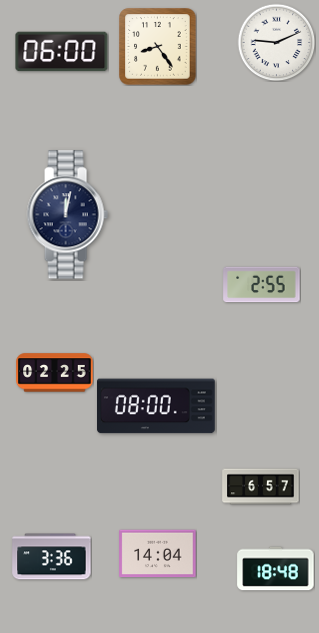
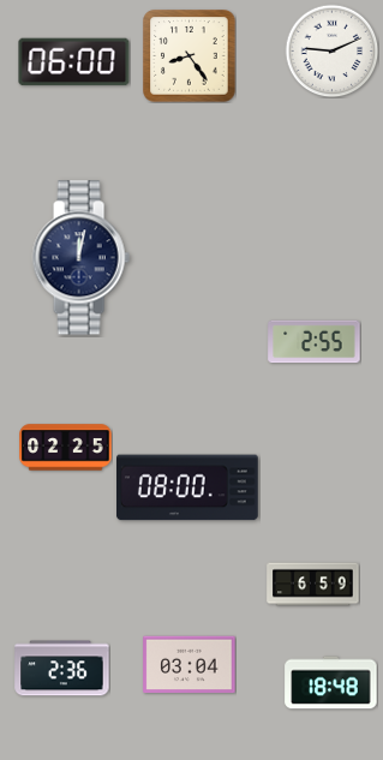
clock at (261, 487): 6:57 -> 6:59
clock at (158, 554): 14:04 -> 03:04
clock at (52, 557): 3:36 -> 2:36
